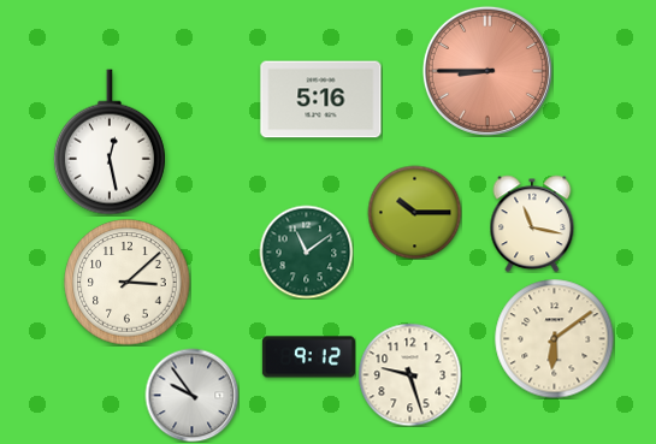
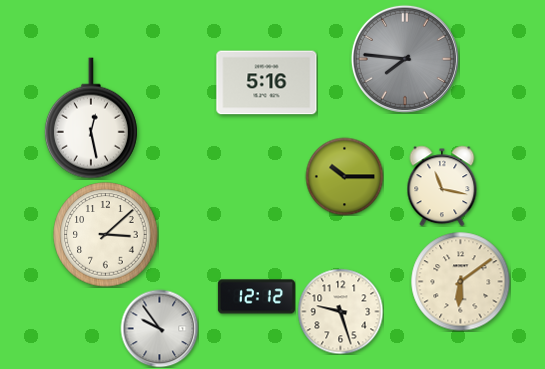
clock at (487, 71): 8:45 -> 7:46
clock at (487, 71) dial: salmon -> grey
clock at (306, 251): 11:09 -> none
clock at (308, 357): 9:12 -> 12:12
